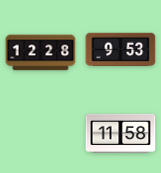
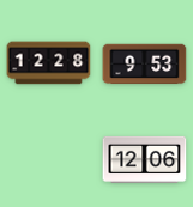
clock at (121, 50) position: (121, 50) -> (145, 65)
clock at (121, 133): 11:58 -> 12:06
